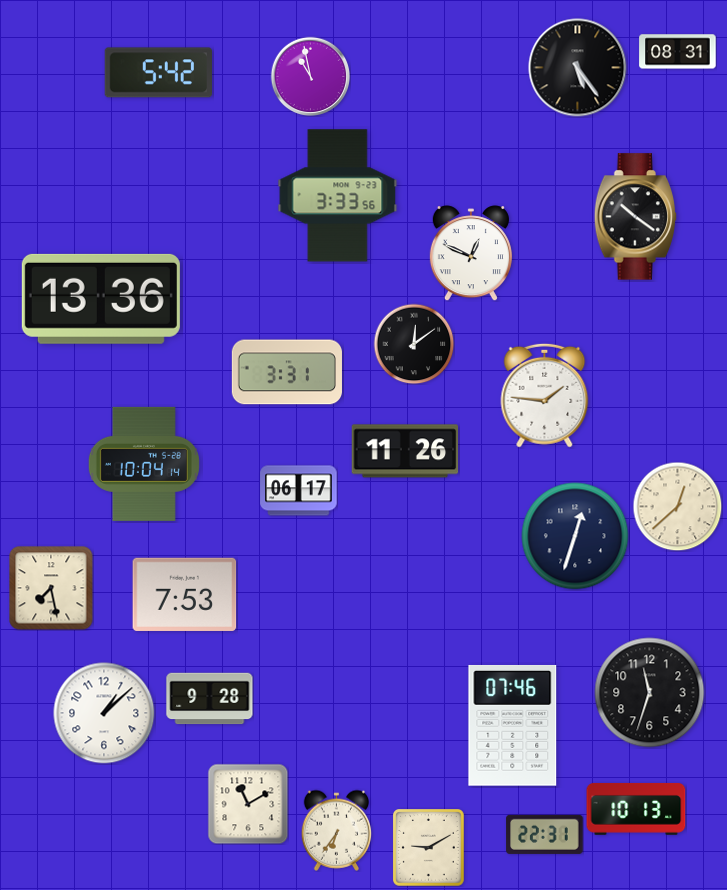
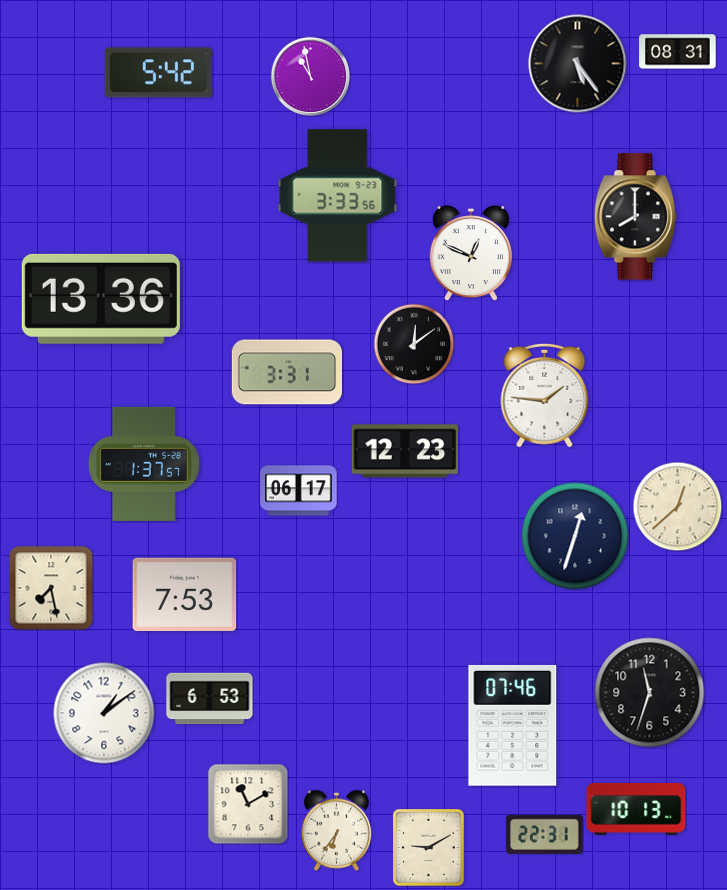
clock at (578, 68) position: (578, 68) -> (578, 64)
clock at (636, 217): 10:21 -> 8:00
clock at (405, 451): 11:26 -> 12:23
clock at (144, 464): 10:04 -> 1:37
clock at (210, 699): 9:28 -> 6:53
clock at (104, 713): 1:08 -> 1:09
